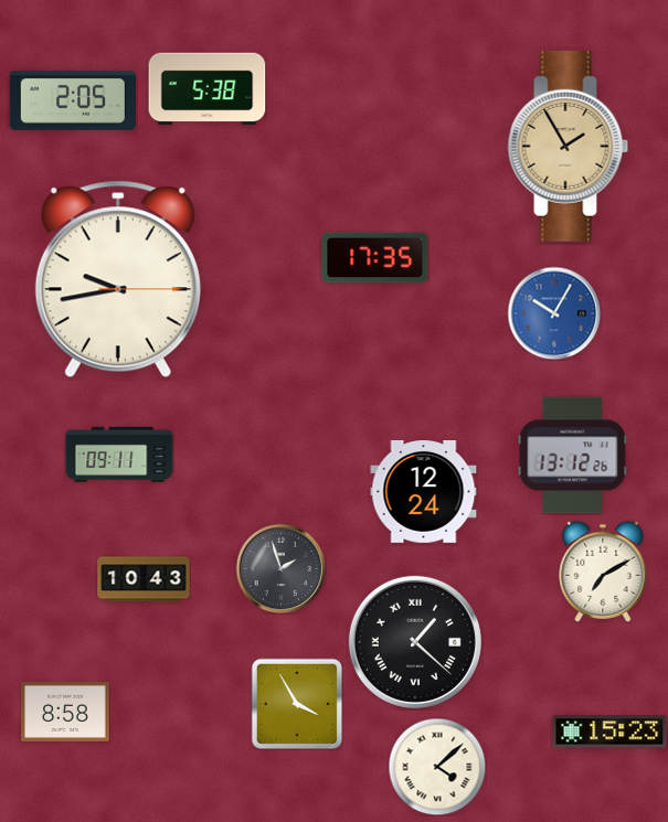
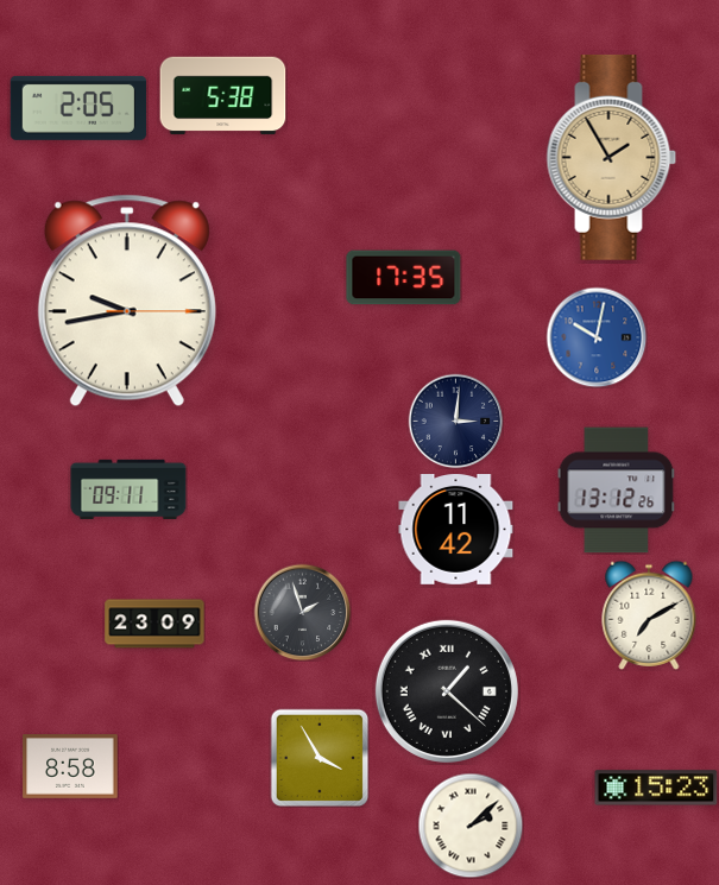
clock at (554, 313): 10:05 -> 10:02
clock at (455, 421): none -> 3:01
clock at (424, 492): 12:24 -> 11:42
clock at (144, 579): 10:43 -> 23:09
clock at (437, 767): 4:08 -> 2:08
